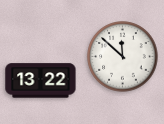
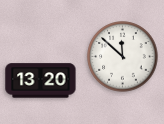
clock at (41, 81): 13:22 -> 13:20
